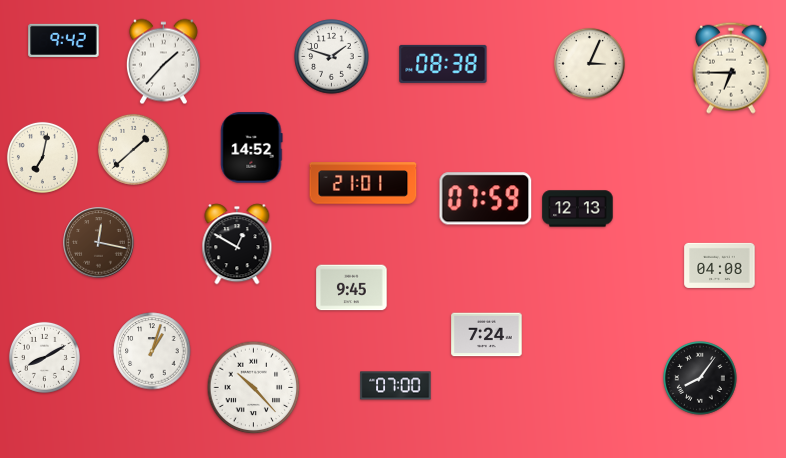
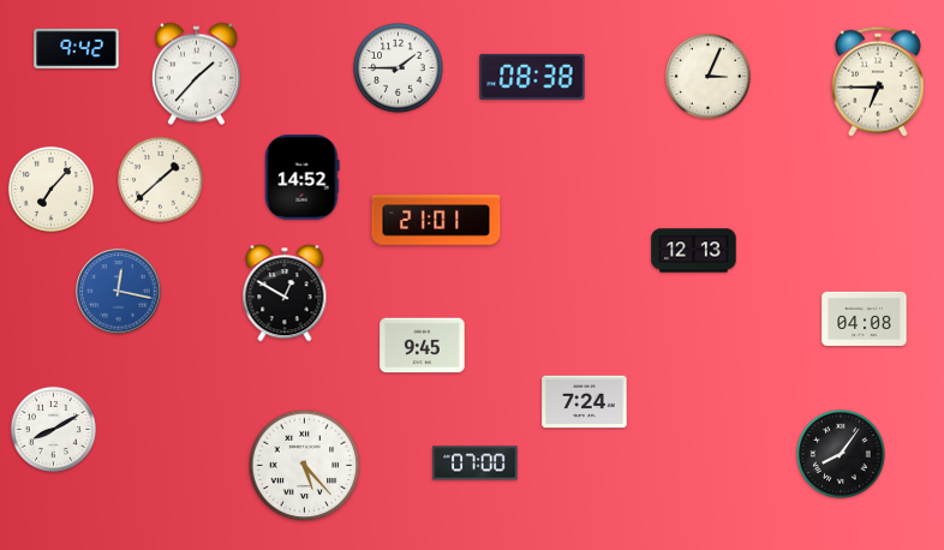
clock at (332, 57): 1:48 -> 1:45
clock at (42, 157): 7:02 -> 7:07
clock at (486, 199): 07:59 -> none
clock at (99, 243) dial: brown -> blue
clock at (152, 351): 1:03 -> none
clock at (254, 388): 10:23 -> 5:23
